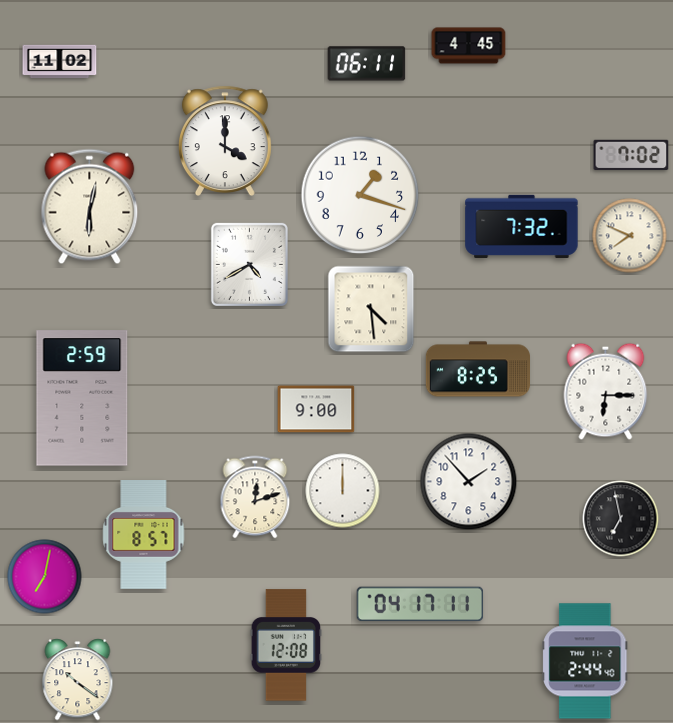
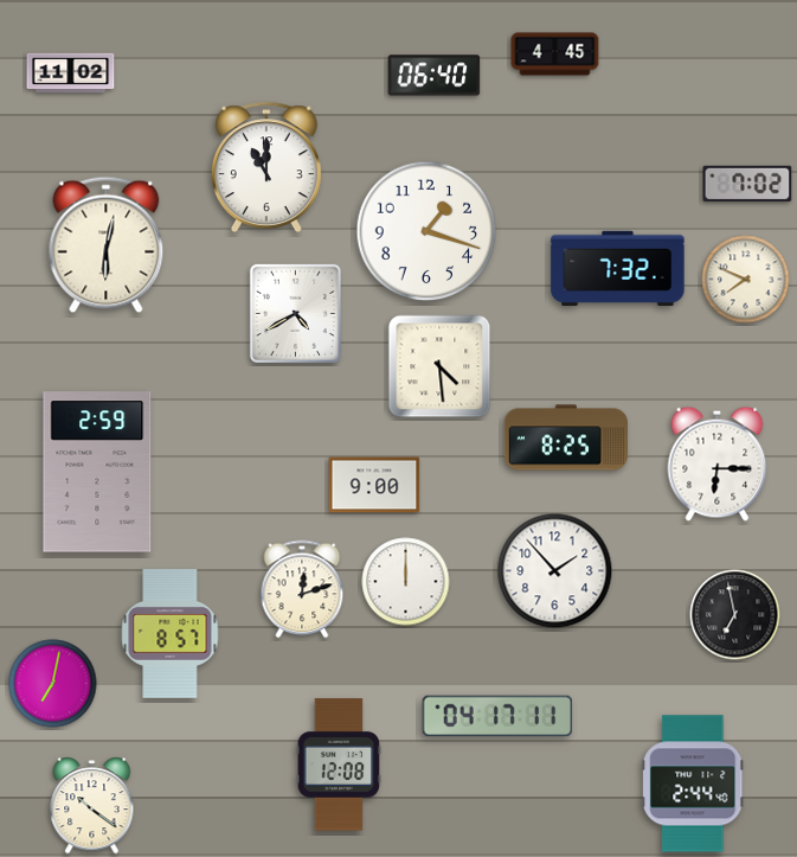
clock at (367, 64): 06:11 -> 06:40
clock at (225, 141): 4:00 -> 11:00
